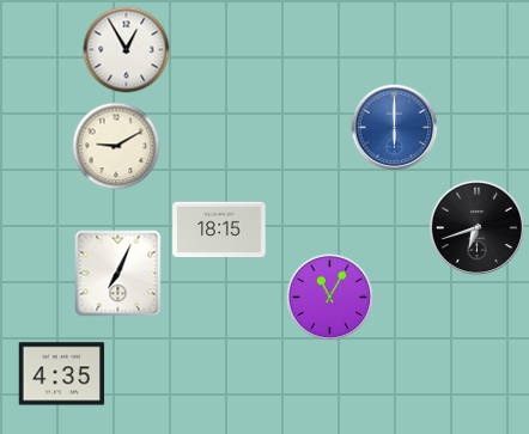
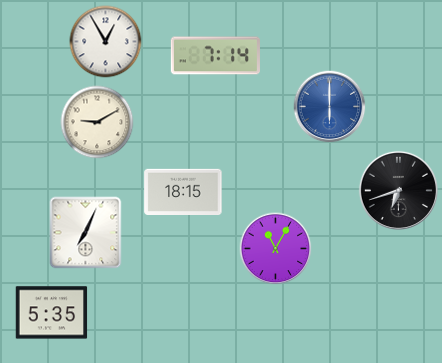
clock at (215, 56): none -> 7:14
clock at (118, 274) position: (118, 274) -> (86, 233)
clock at (62, 374): 4:35 -> 5:35
